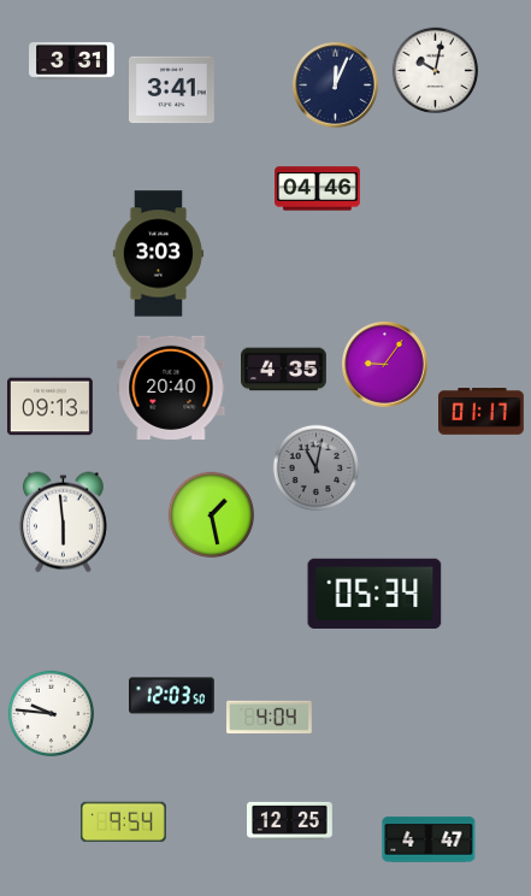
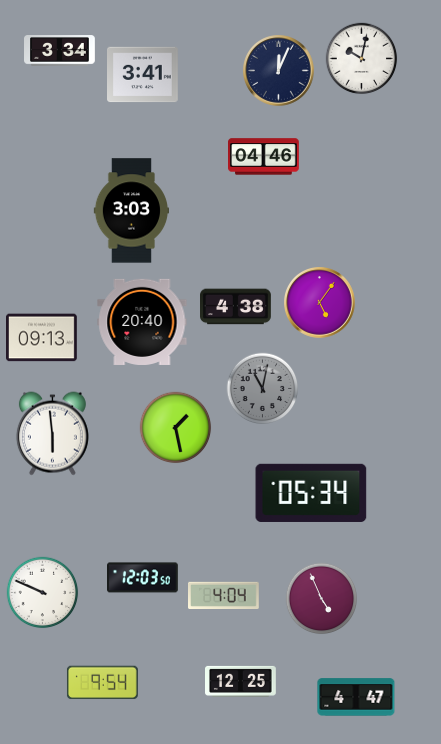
clock at (72, 61): 3:31 -> 3:34
clock at (385, 365): 9:06 -> 5:06
clock at (284, 370): 4:35 -> 4:38
clock at (482, 412): 01:17 -> none
clock at (52, 714): 9:46 -> 9:49
clock at (322, 599): none -> 4:56
